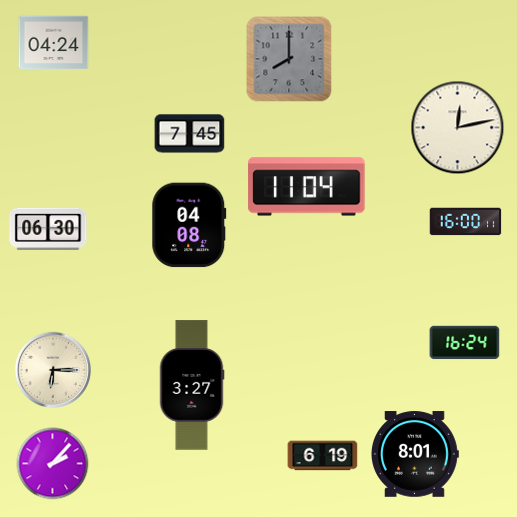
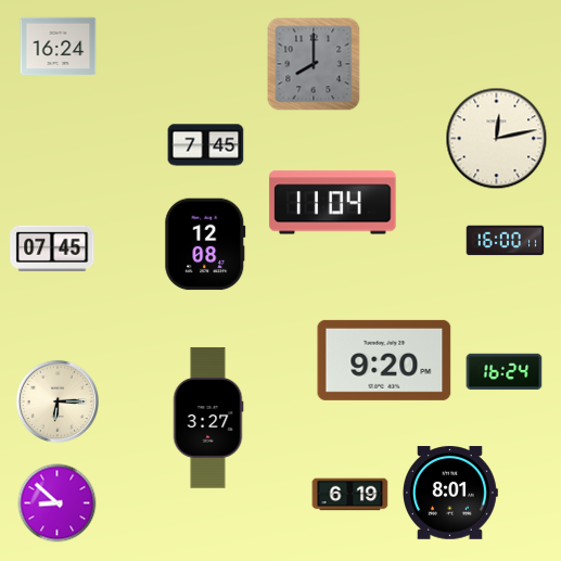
clock at (54, 43): 04:24 -> 16:24
clock at (189, 225): 04:08 -> 12:08
clock at (48, 229): 06:30 -> 07:45
clock at (384, 360): none -> 9:20
clock at (53, 464): 2:07 -> 8:52
